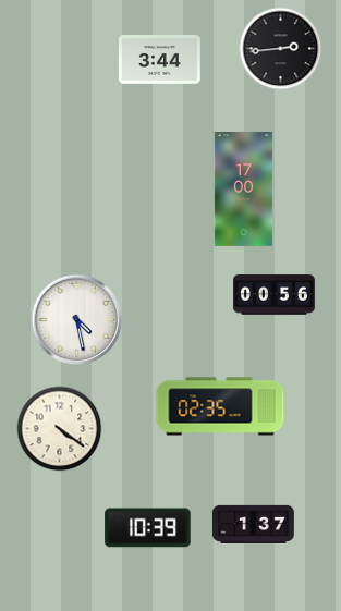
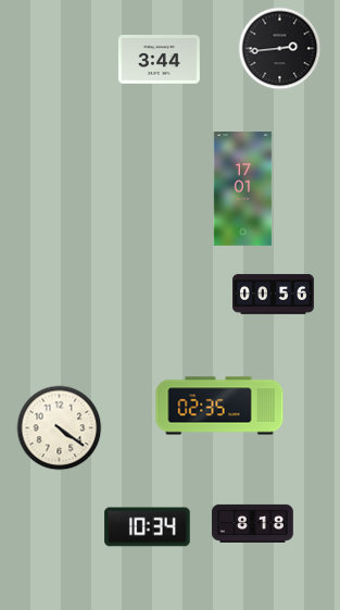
clock at (244, 190): 17:00 -> 17:01
clock at (77, 320): 4:28 -> none
clock at (253, 524): 1:37 -> 8:18
clock at (148, 528): 10:39 -> 10:34
